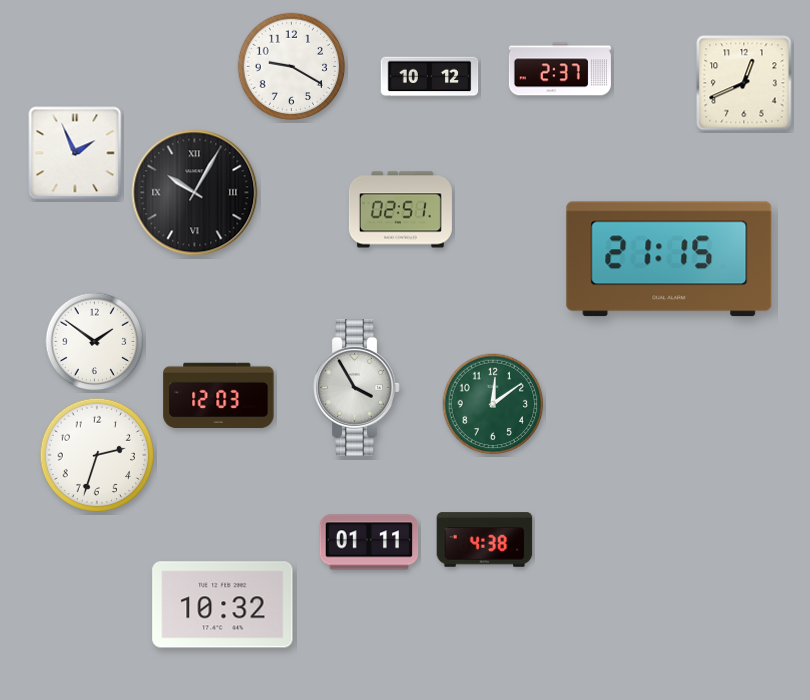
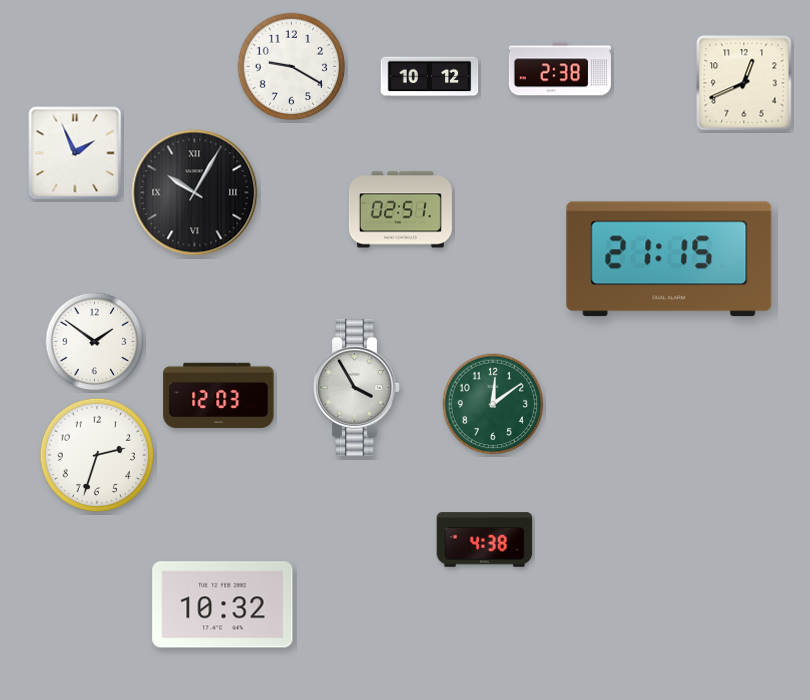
clock at (560, 69): 2:37 -> 2:38
clock at (369, 542): 01:11 -> none
